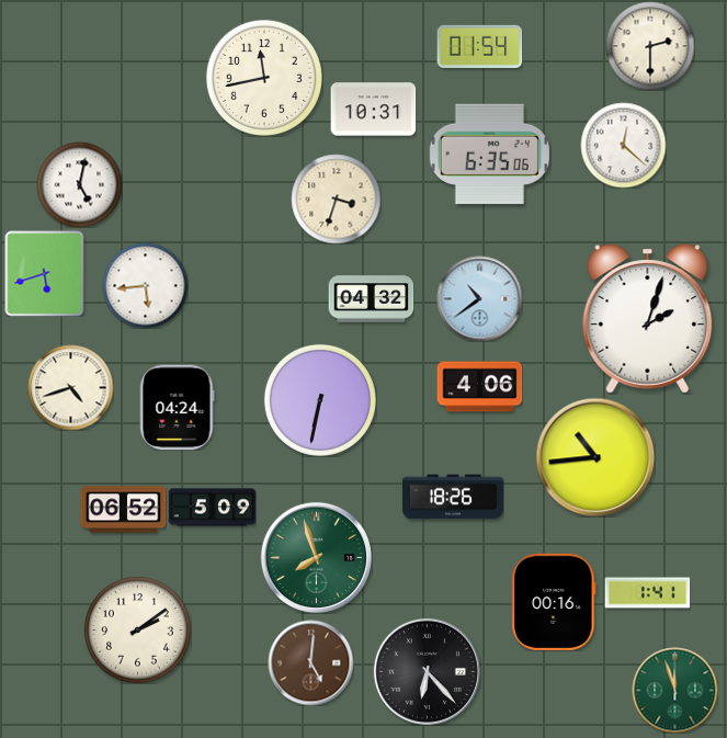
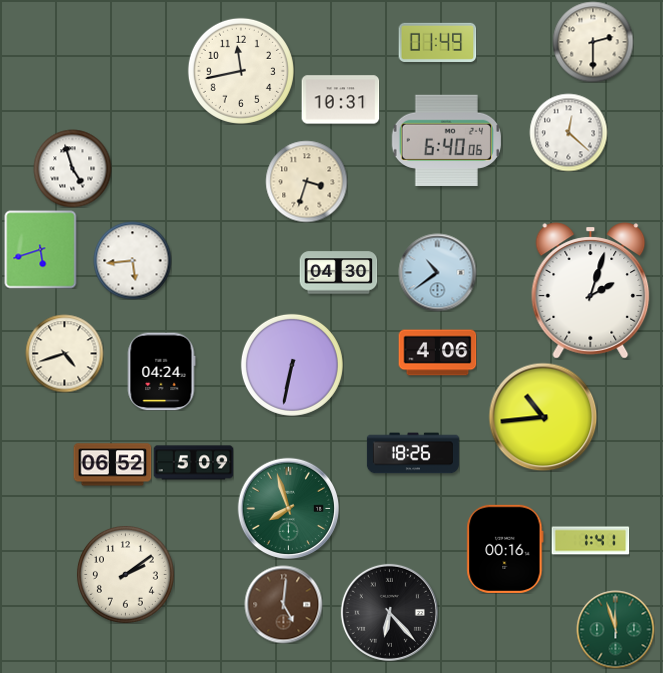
clock at (479, 46): 01:54 -> 01:49
clock at (489, 154): 6:35 -> 6:40
clock at (79, 184): 5:02 -> 4:57
clock at (371, 299): 04:32 -> 04:30
